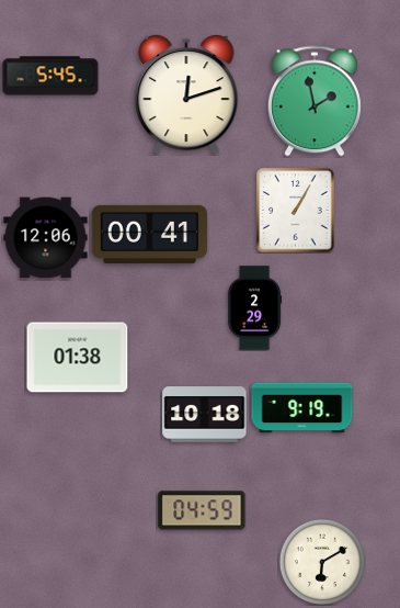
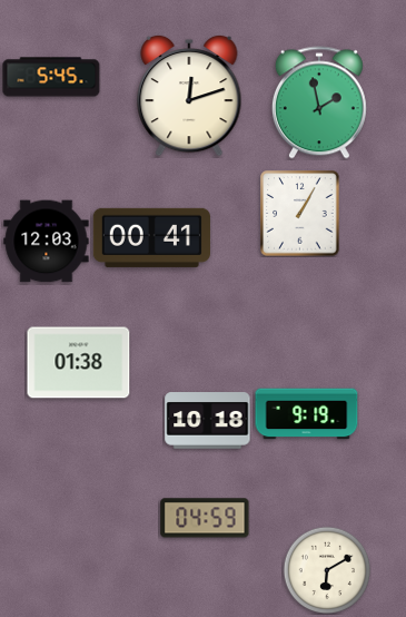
clock at (46, 238): 12:06 -> 12:03
clock at (255, 308): 2:29 -> none
